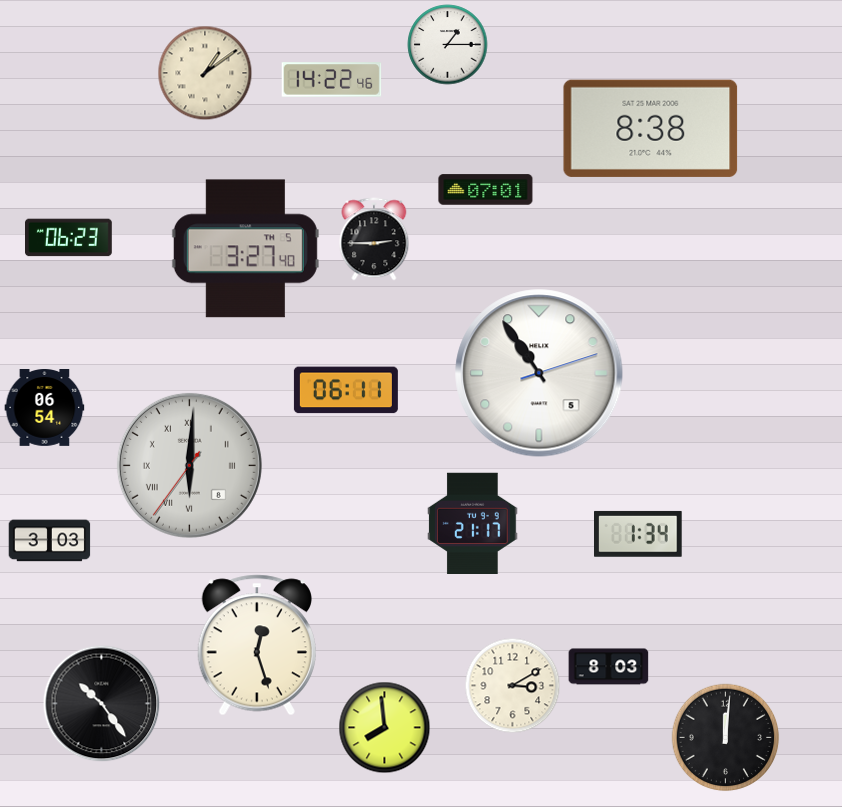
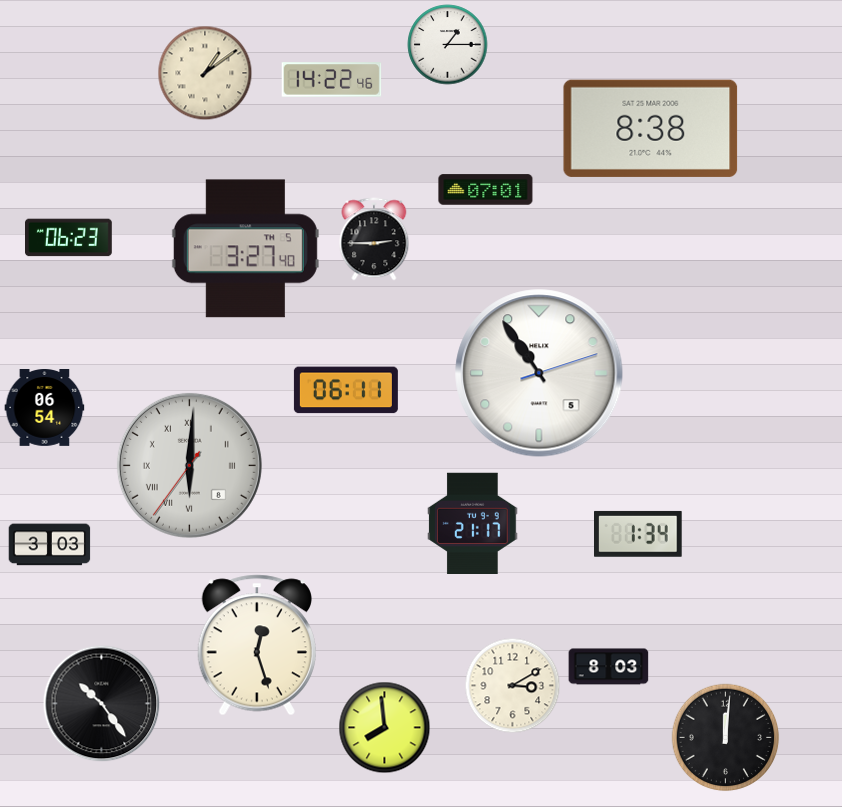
clock at (50, 541) position: (50, 541) -> (50, 545)
